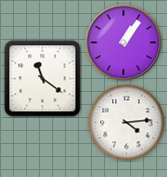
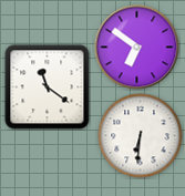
clock at (124, 43): 1:06 -> 6:51
clock at (127, 123): 4:14 -> 6:31
